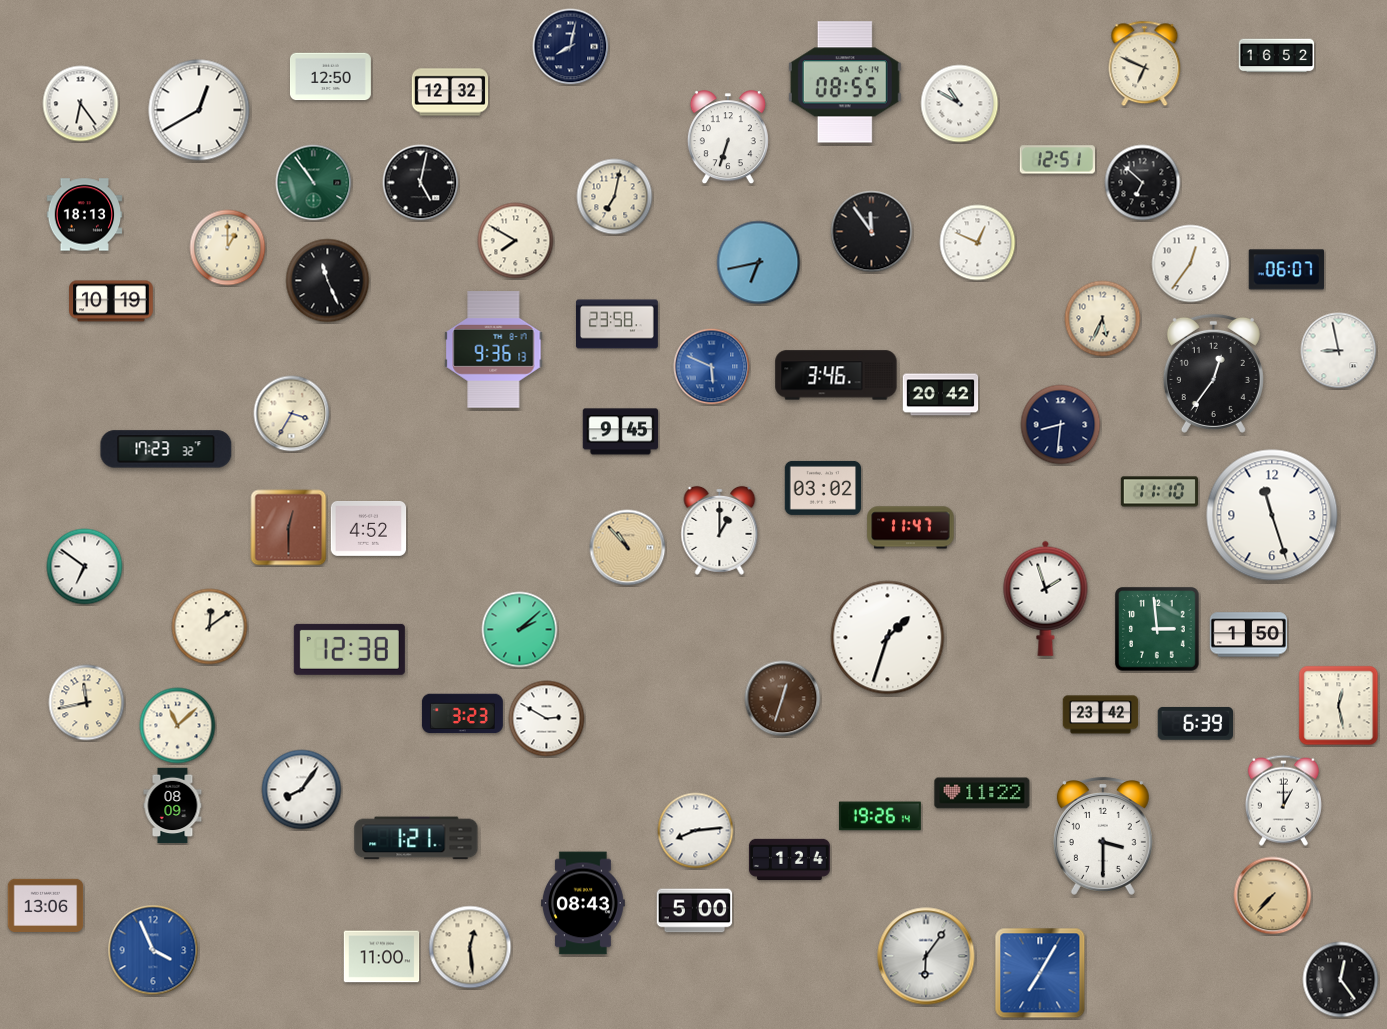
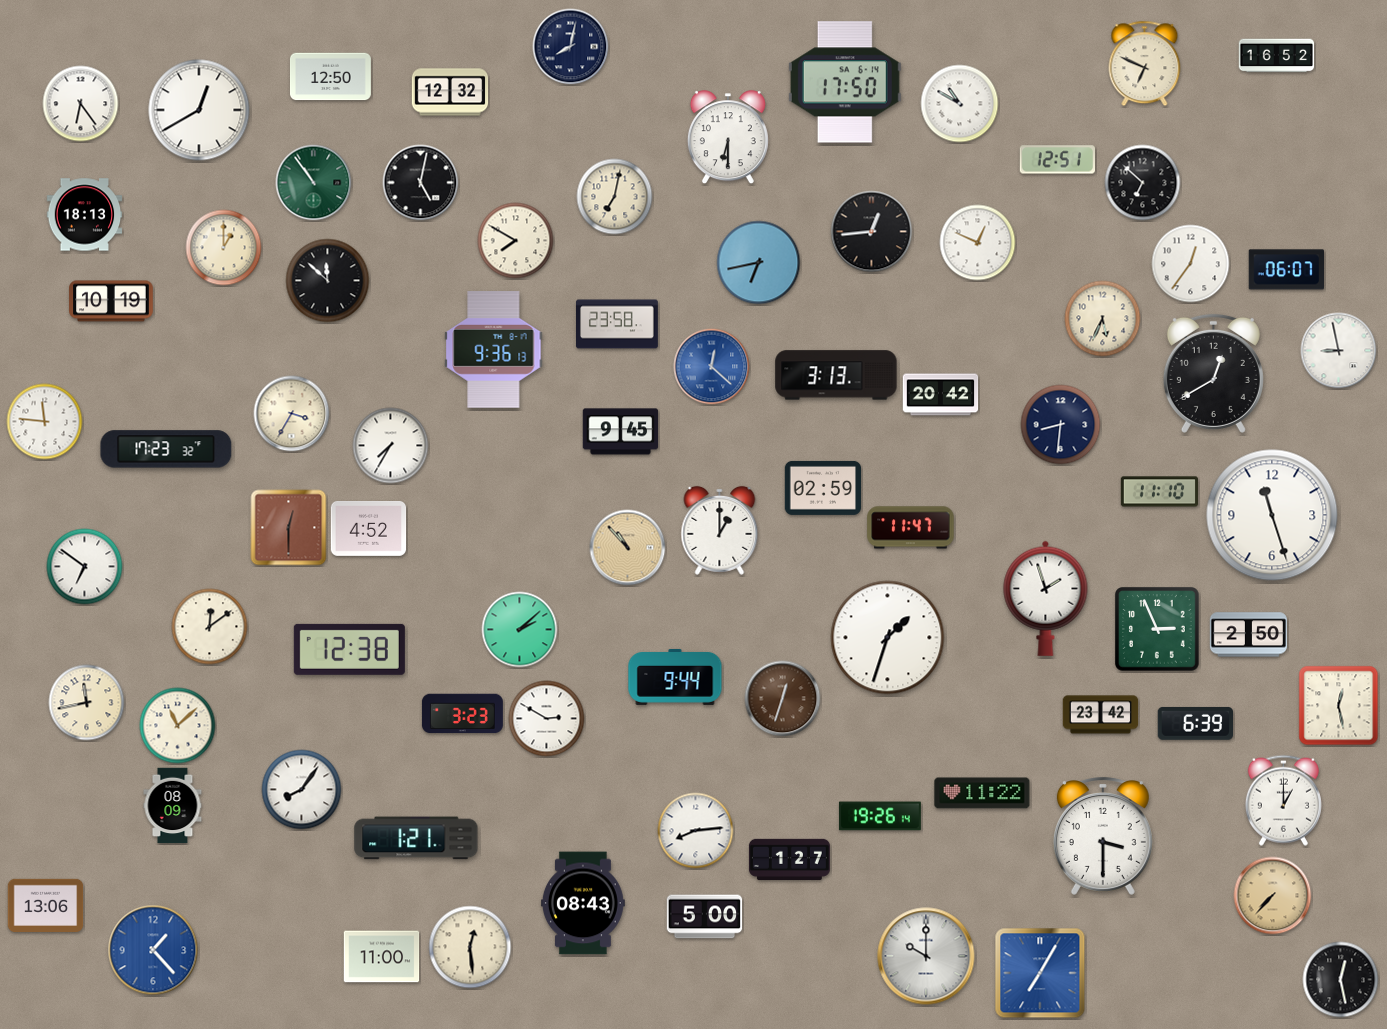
clock at (845, 82): 08:55 -> 17:50
clock at (728, 138): 6:33 -> 6:30
clock at (872, 232): 11:54 -> 12:44
clock at (228, 248) position: (228, 248) -> (224, 248)
clock at (328, 281): 11:26 -> 11:52
clock at (712, 367): 5:49 -> 12:22
clock at (1213, 373): 12:36 -> 12:40
clock at (836, 375): 3:46 -> 3:13
clock at (45, 422): none -> 11:46
clock at (391, 446): none -> 7:35
clock at (823, 488): 03:02 -> 02:59
clock at (1157, 629): 2:59 -> 2:56
clock at (1248, 635): 1:50 -> 2:50
clock at (675, 677): none -> 9:44
clock at (789, 859): 1:24 -> 1:27
clock at (695, 911) position: (695, 911) -> (705, 917)
clock at (153, 950): 3:56 -> 1:23
clock at (926, 956): 6:06 -> 10:00
clock at (1341, 980): 12:24 -> 12:28
